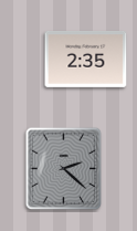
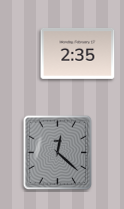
clock at (64, 169): 2:22 -> 12:22
